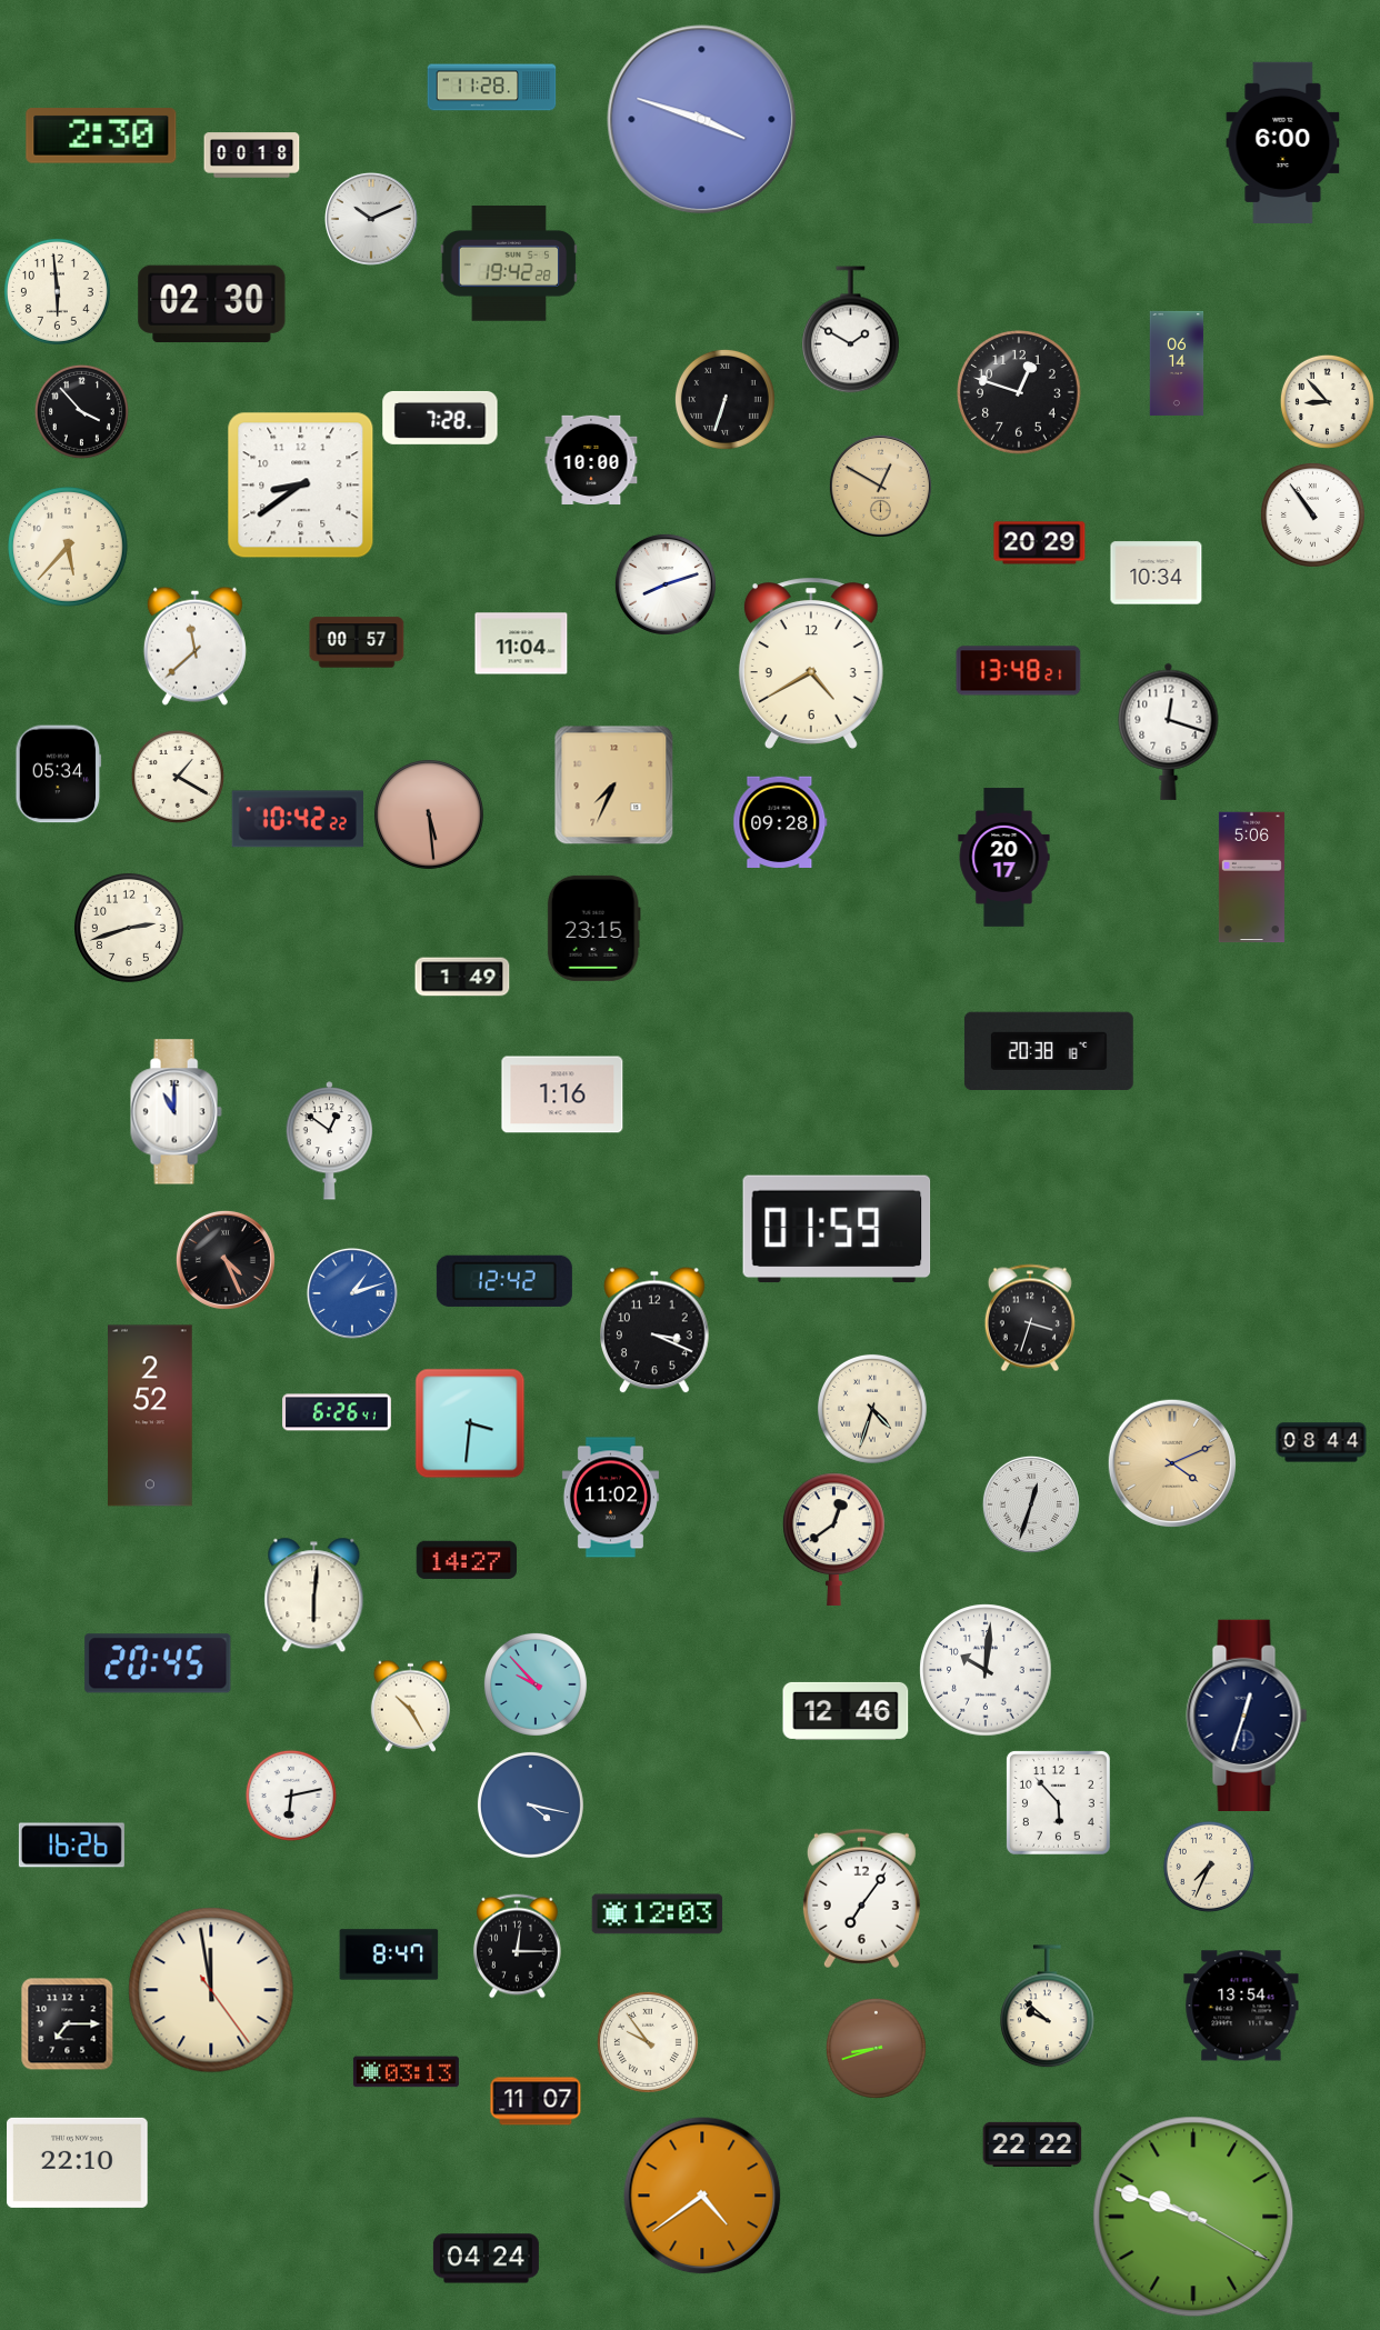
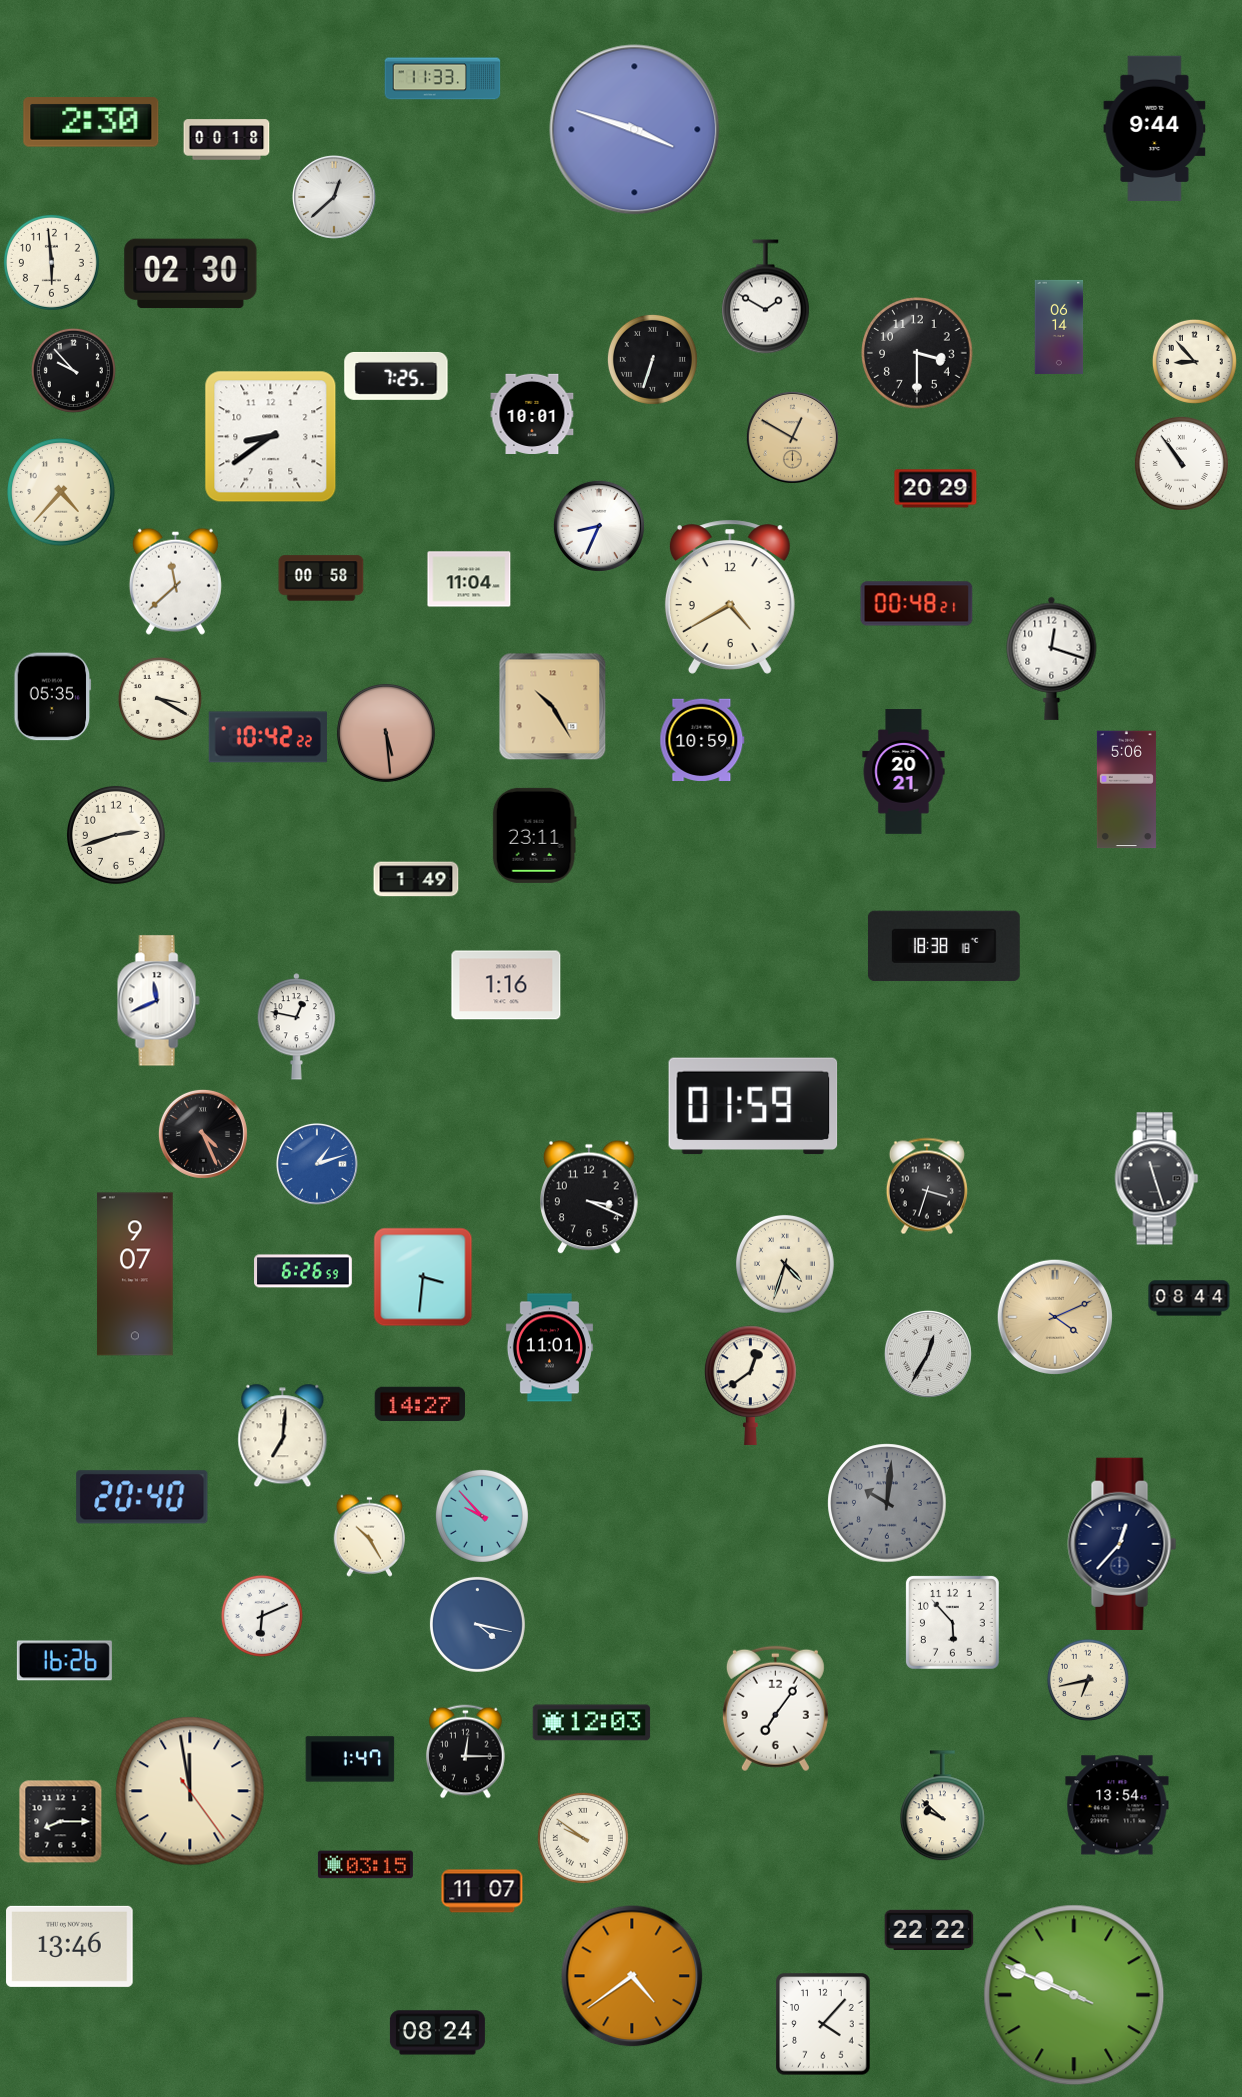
clock at (492, 88): 11:28 -> 11:33
clock at (702, 120) position: (702, 120) -> (635, 130)
clock at (1283, 143): 6:00 -> 9:44
clock at (371, 219): 10:11 -> 12:38
clock at (509, 263): 19:42 -> none
clock at (1019, 392): 12:48 -> 3:30
clock at (81, 411): 3:53 -> 9:53
clock at (440, 418): 7:28 -> 7:25
clock at (591, 459): 10:00 -> 10:01
clock at (69, 548): 5:37 -> 4:37
clock at (1157, 573): 10:34 -> none
clock at (666, 584): 8:12 -> 8:34
clock at (357, 642): 00:57 -> 00:58
clock at (1019, 671): 13:48 -> 00:48
clock at (59, 774): 05:34 -> 05:35
clock at (178, 777): 1:20 -> 3:20
clock at (614, 786): 7:34 -> 10:25
clock at (780, 822): 09:28 -> 10:59
clock at (1004, 858): 20:17 -> 20:21
clock at (593, 928): 23:15 -> 23:11
clock at (1049, 1051): 20:38 -> 18:38
clock at (176, 1112): 11:00 -> 11:41
clock at (330, 1141): 12:51 -> 12:47
clock at (504, 1281): 12:42 -> none
clock at (1157, 1179): none -> 11:27
clock at (872, 1409) position: (872, 1409) -> (785, 1264)
clock at (337, 1412): 6:26:41 -> 6:26:59
clock at (150, 1416): 2:52 -> 9:07
clock at (470, 1423) position: (470, 1423) -> (423, 1277)
clock at (610, 1498): 11:02 -> 11:01
clock at (1031, 1504): 12:33 -> 12:35
clock at (314, 1596): 6:01 -> 7:01
clock at (158, 1663): 20:45 -> 20:40
clock at (986, 1670) dial: white -> grey
clock at (846, 1711): 12:46 -> none
clock at (1247, 1716): 12:33 -> 12:37
clock at (291, 1796): 6:13 -> 6:11
clock at (1209, 1867): 7:34 -> 6:43
clock at (389, 1954): 8:47 -> 1:47
clock at (68, 2024): 7:15 -> 8:15
clock at (648, 2042): 9:54 -> 9:51
clock at (876, 2048): 8:42 -> none
clock at (406, 2072): 03:13 -> 03:15
clock at (78, 2162): 22:10 -> 13:46
clock at (1193, 2217): 9:48:20 -> 9:48:49
clock at (823, 2024): none -> 4:07
clock at (486, 2259): 04:24 -> 08:24
